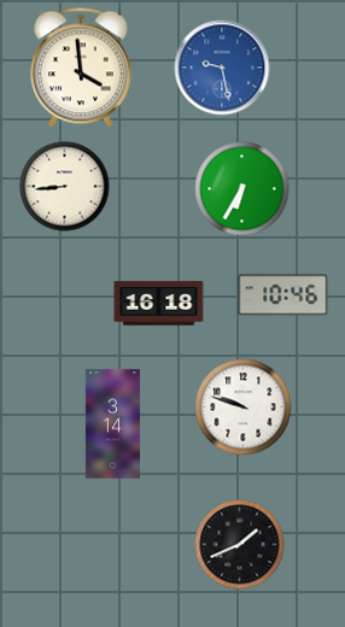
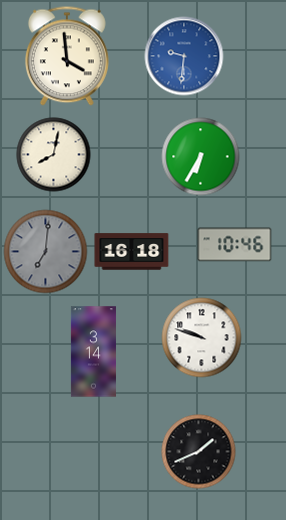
clock at (222, 68): 9:28 -> 9:31
clock at (65, 187): 8:44 -> 8:02
clock at (46, 252): none -> 7:01
